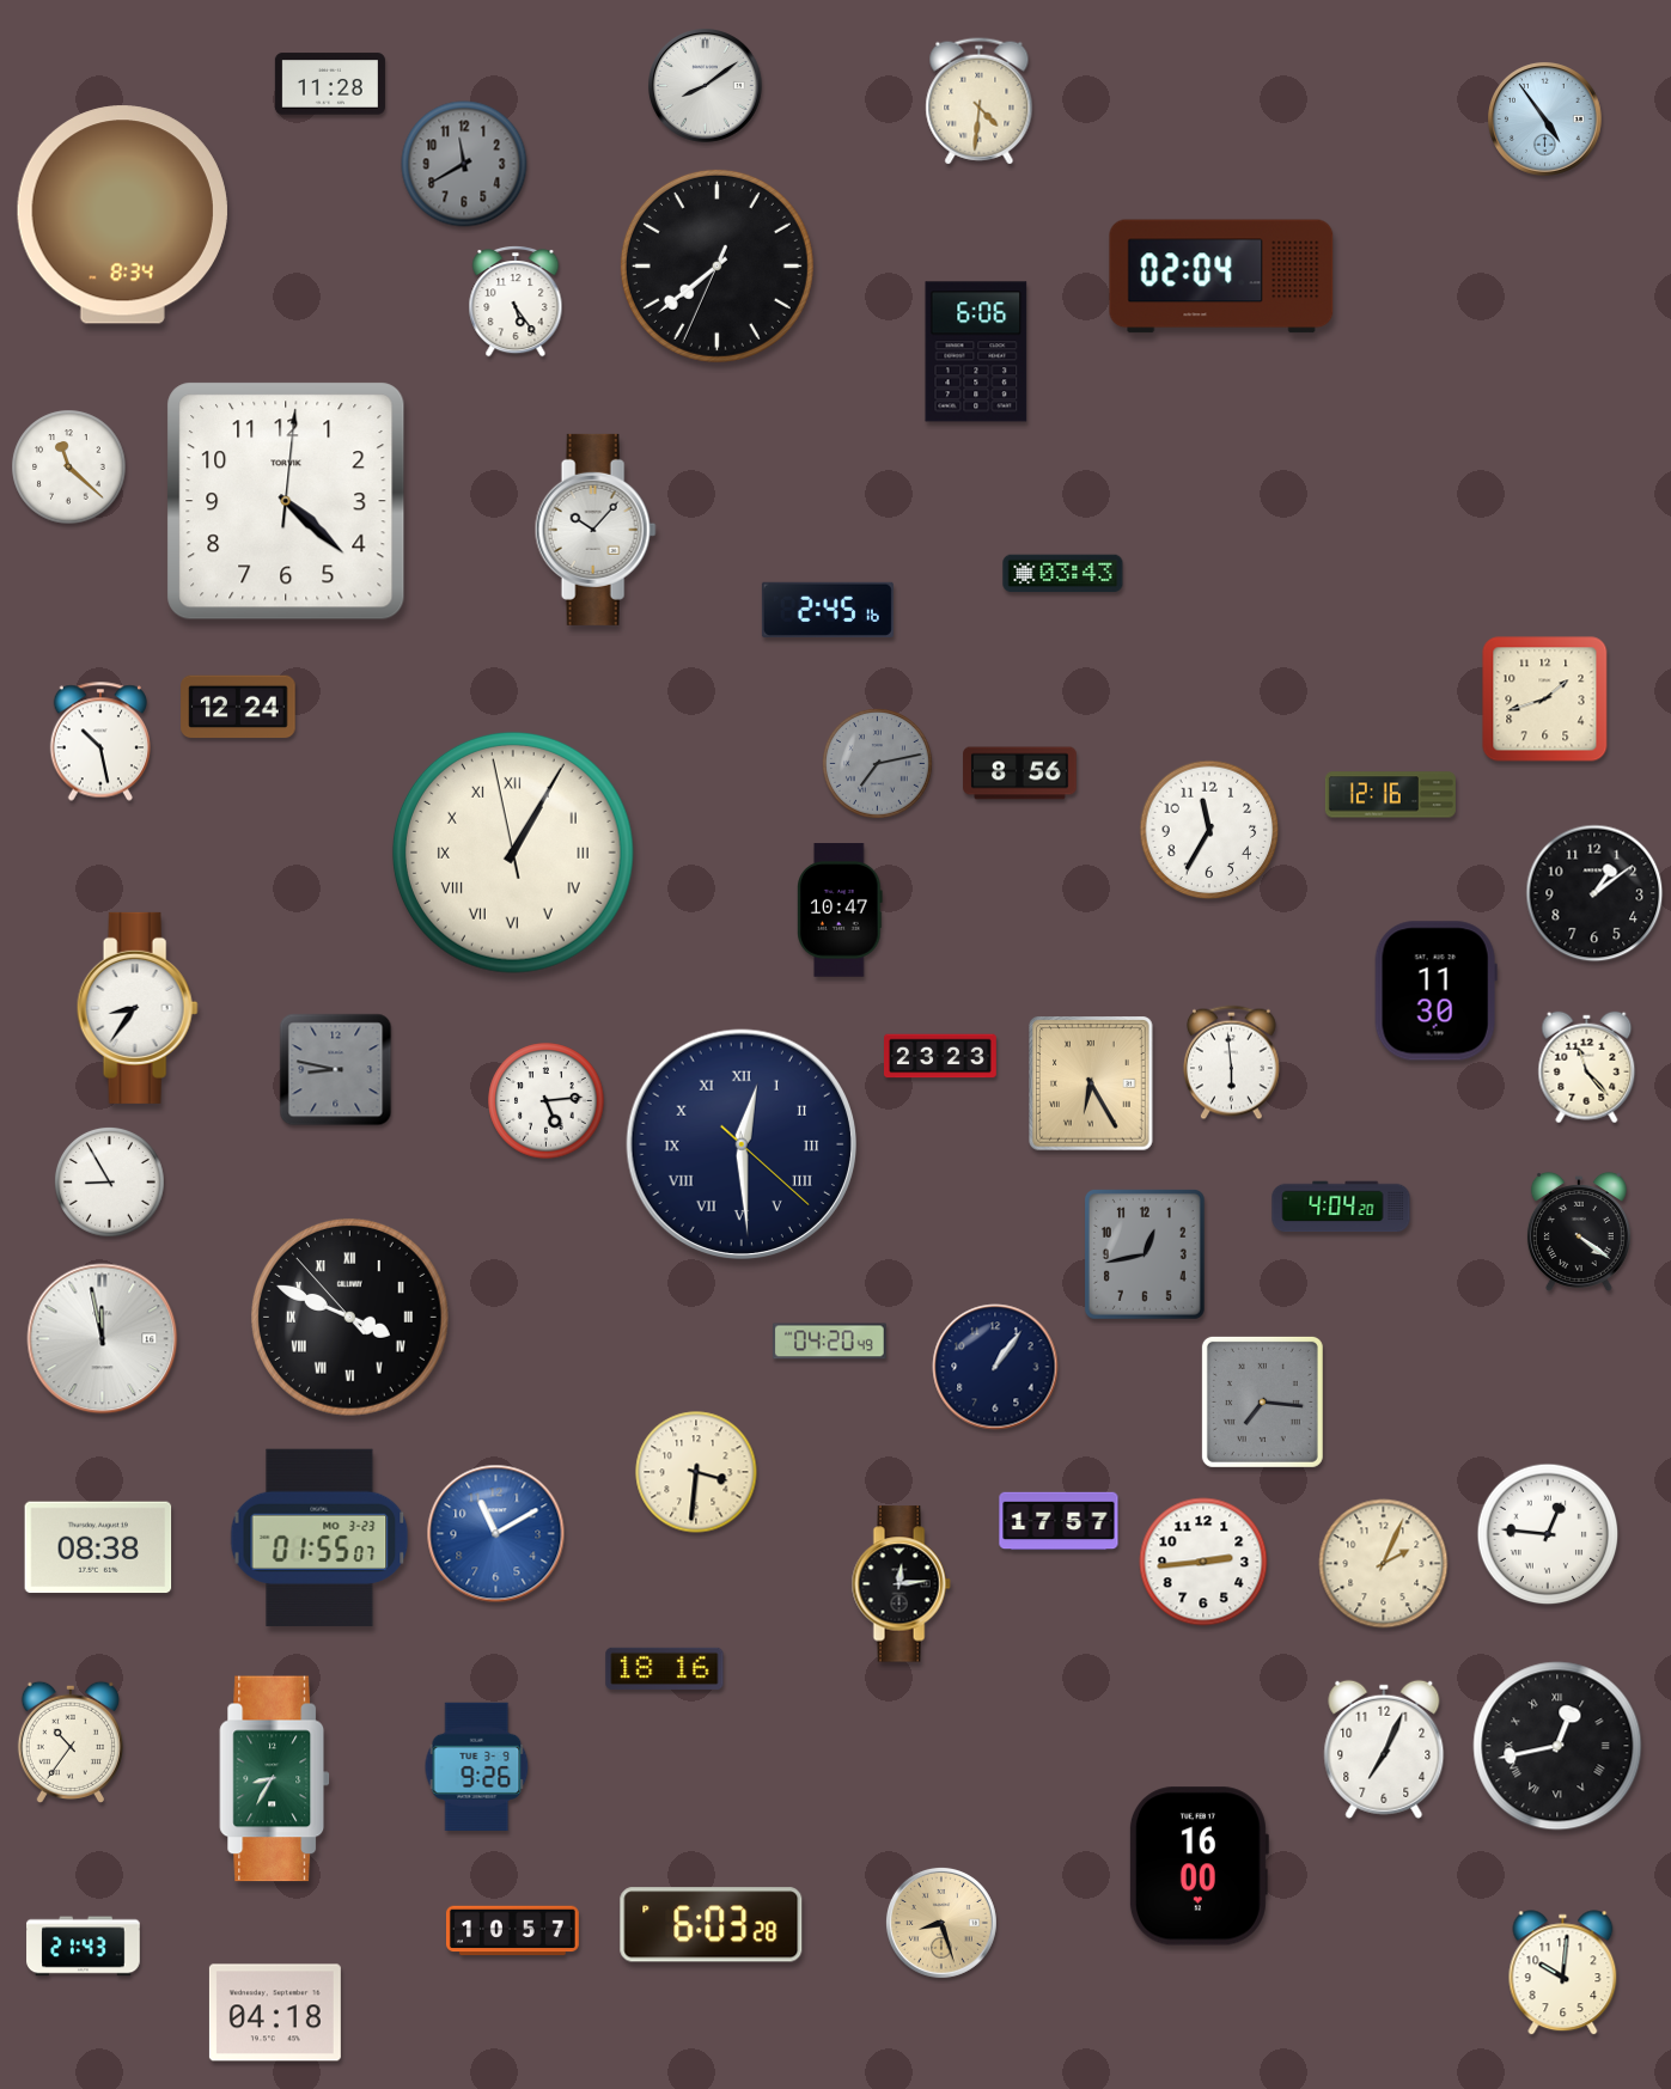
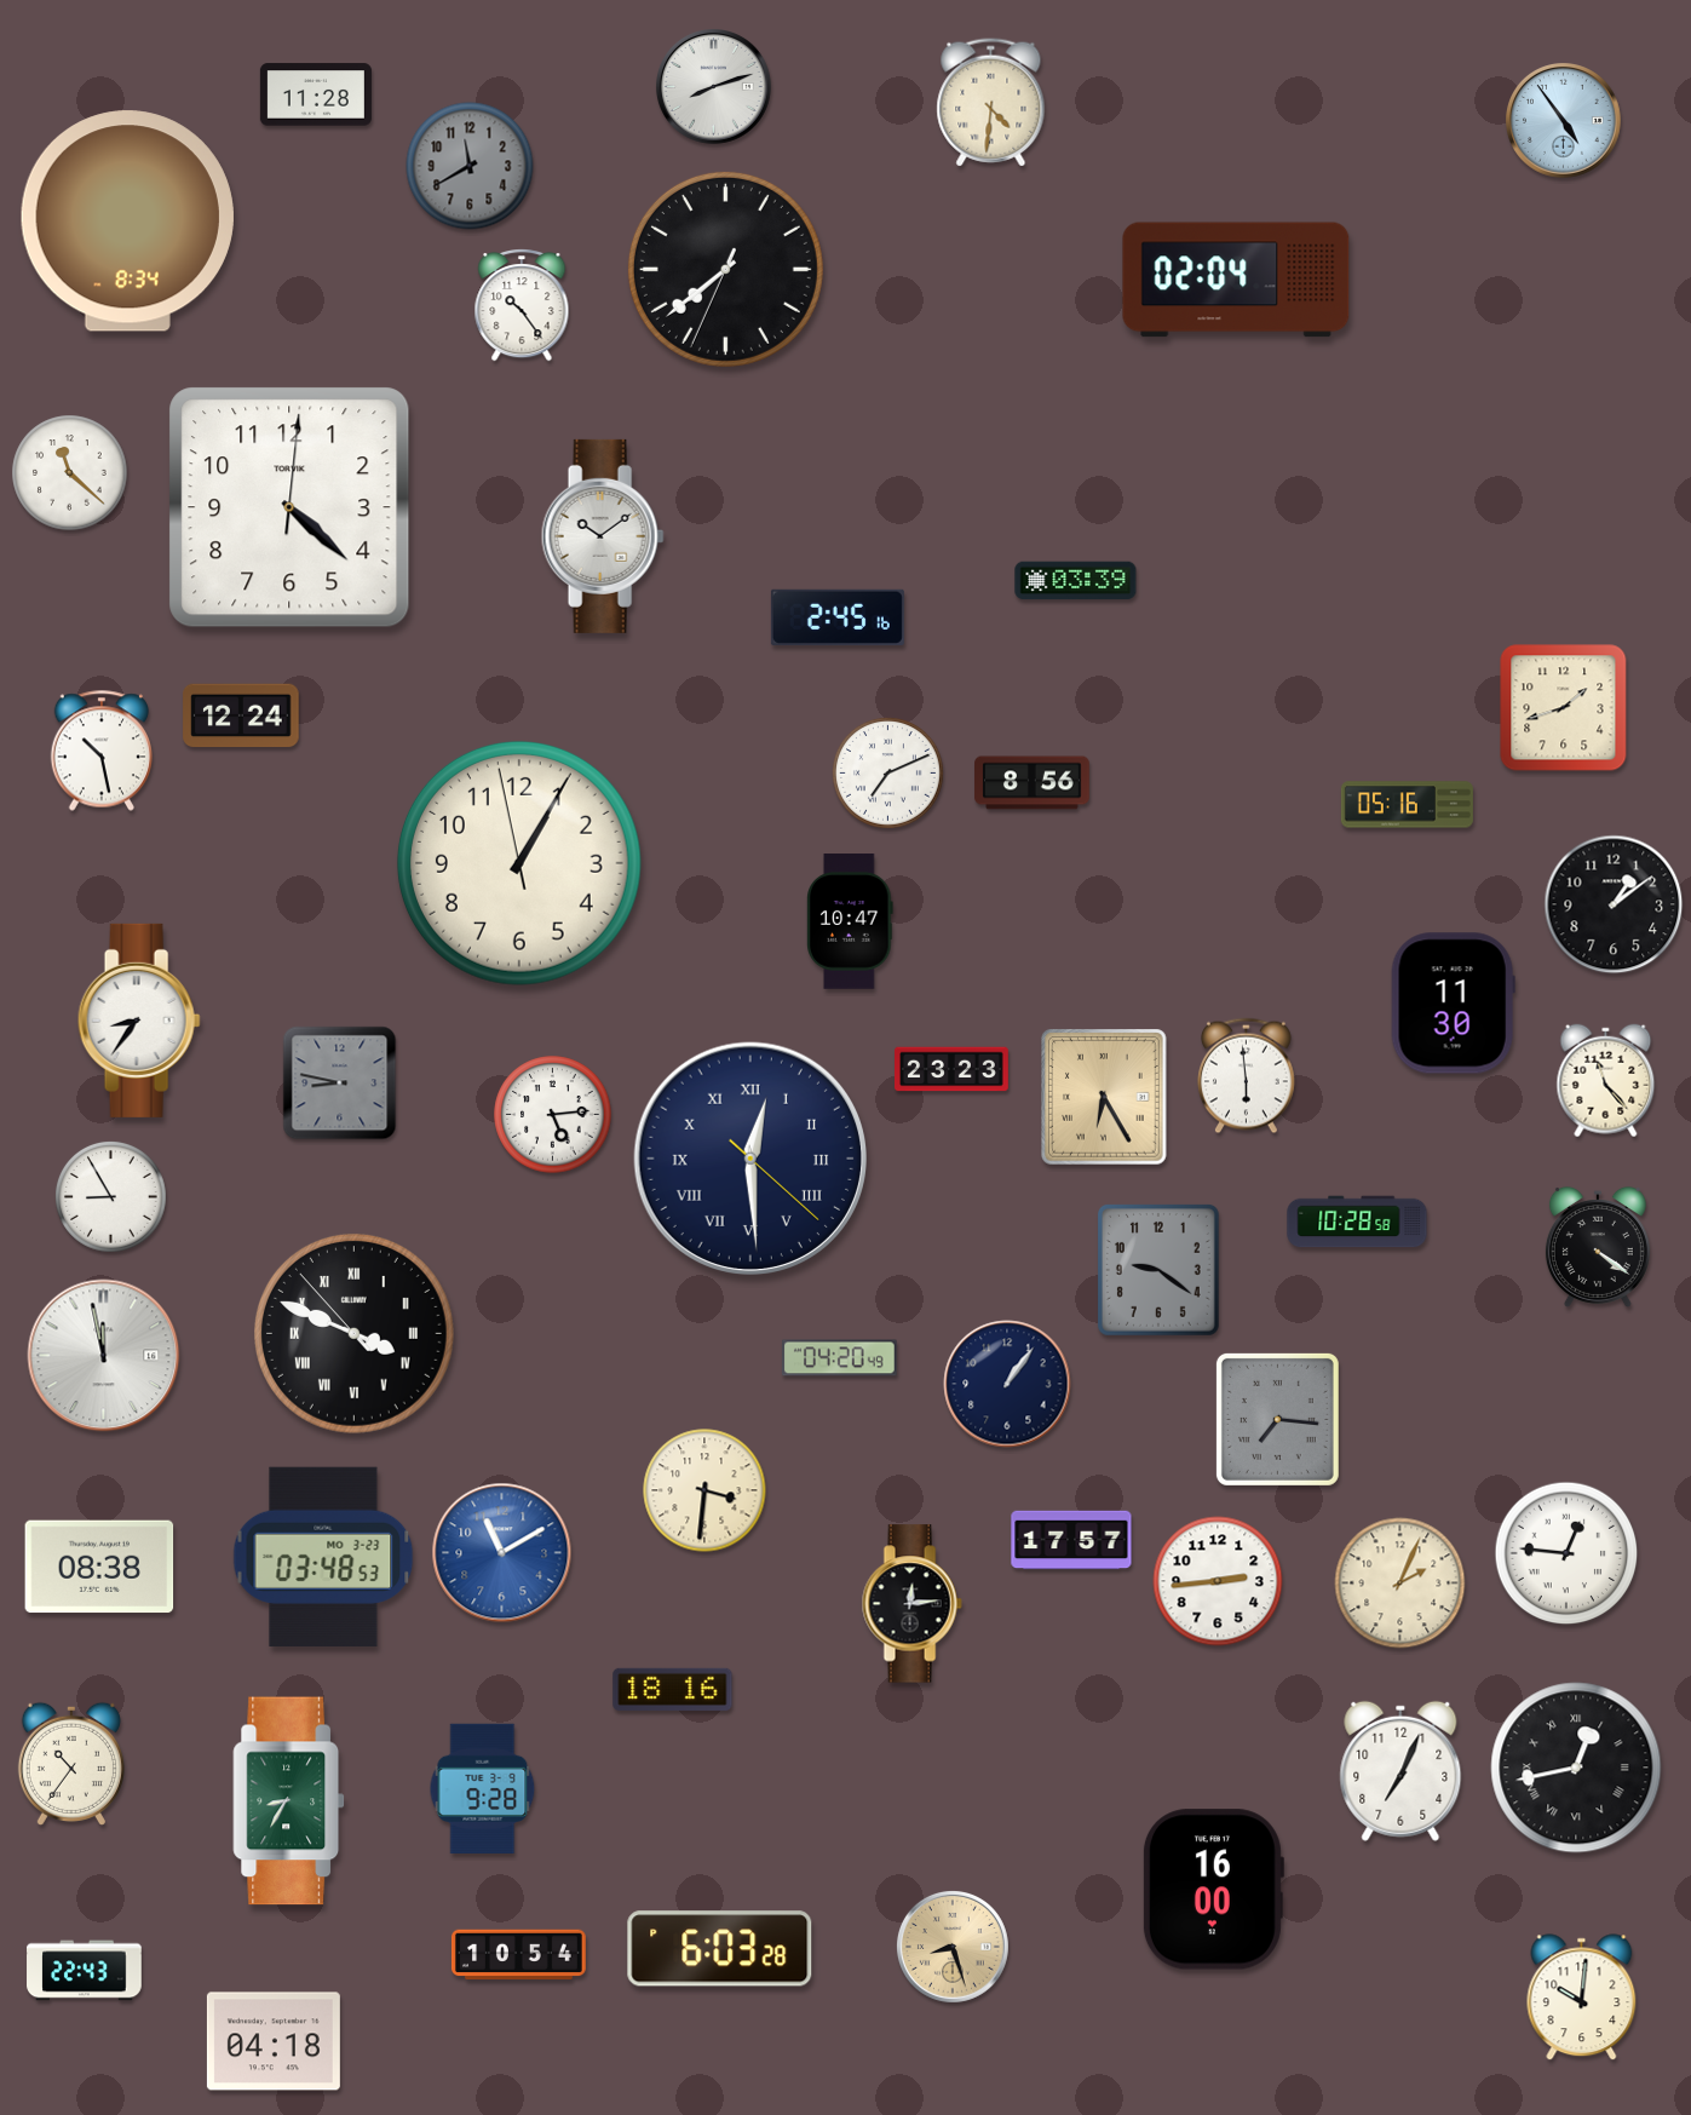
clock at (330, 84) position: (330, 84) -> (316, 94)
clock at (706, 86): 8:09 -> 8:12
clock at (122, 215) position: (122, 215) -> (127, 222)
clock at (516, 303): 5:24 -> 10:24
clock at (976, 352): 6:06 -> none
clock at (596, 530): 10:07 -> 10:09
clock at (1063, 574): 03:43 -> 03:39
clock at (877, 763): 7:13 -> 7:11
clock at (877, 763) dial: grey -> white
clock at (1390, 795): 12:16 -> 05:16
clock at (1209, 830): 11:35 -> none
clock at (513, 853) numerals: Roman -> Arabic
clock at (1341, 1207): 4:04 -> 10:28
clock at (1145, 1254): 12:43 -> 9:21
clock at (319, 1538): 01:55 -> 03:48
clock at (477, 1766): 9:26 -> 9:28
clock at (275, 1779) position: (275, 1779) -> (289, 1801)
clock at (512, 1931): 10:57 -> 10:54
clock at (84, 1947): 21:43 -> 22:43
clock at (275, 2012) position: (275, 2012) -> (274, 2041)
